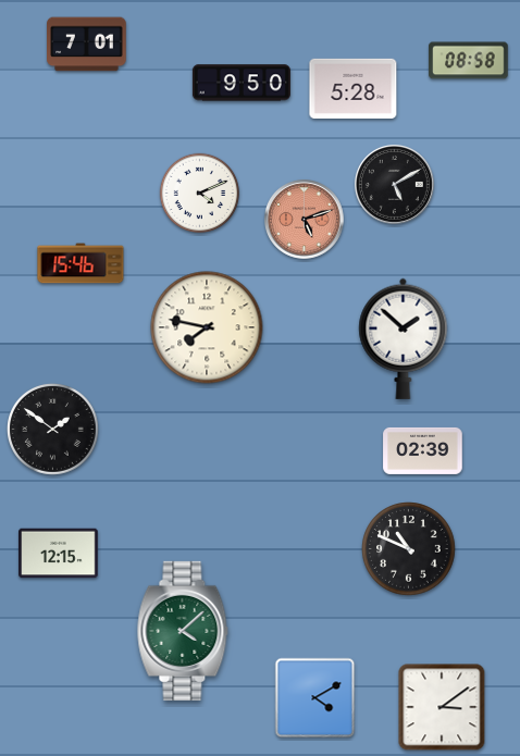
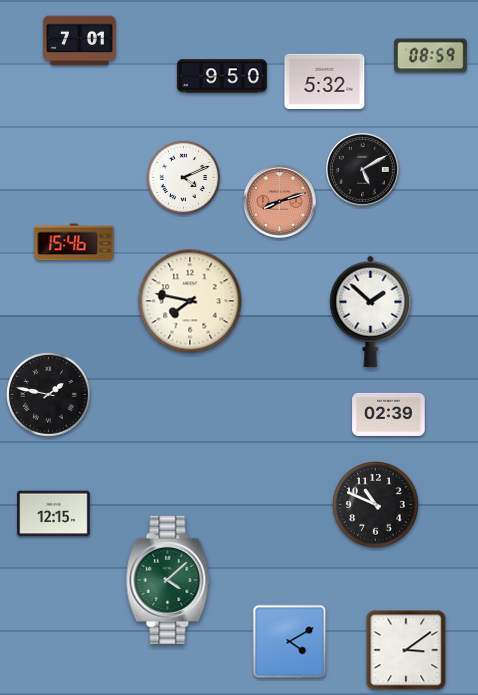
clock at (469, 61): 08:58 -> 08:59
clock at (354, 88): 5:28 -> 5:32
clock at (304, 219): 5:12 -> 8:12
clock at (53, 430): 1:51 -> 1:47
clock at (59, 554) position: (59, 554) -> (54, 514)
